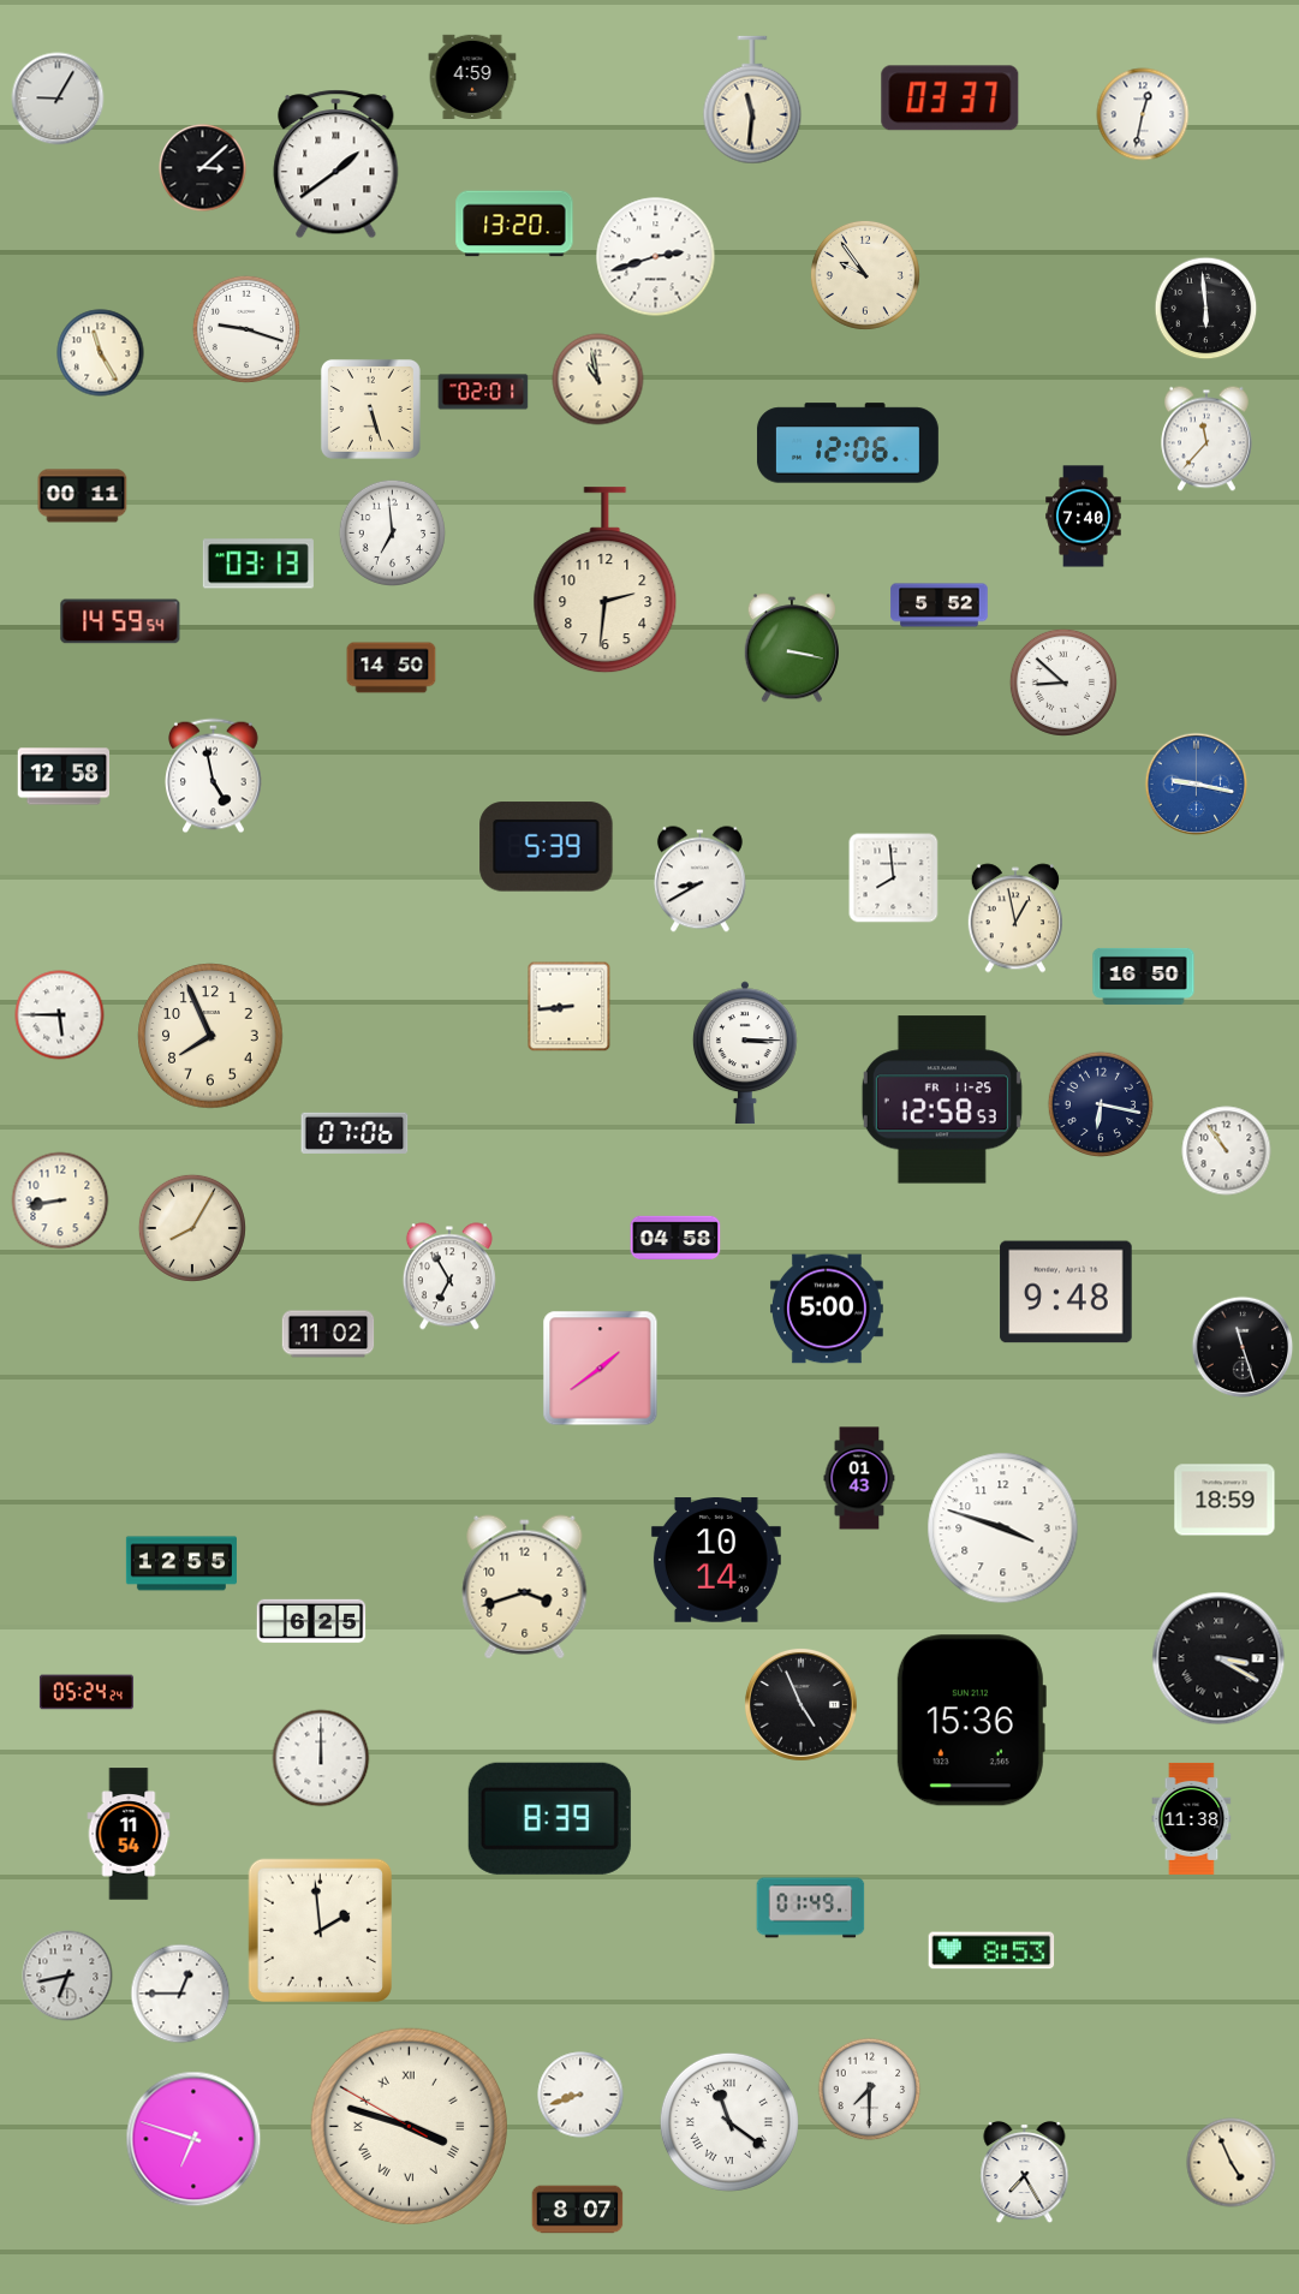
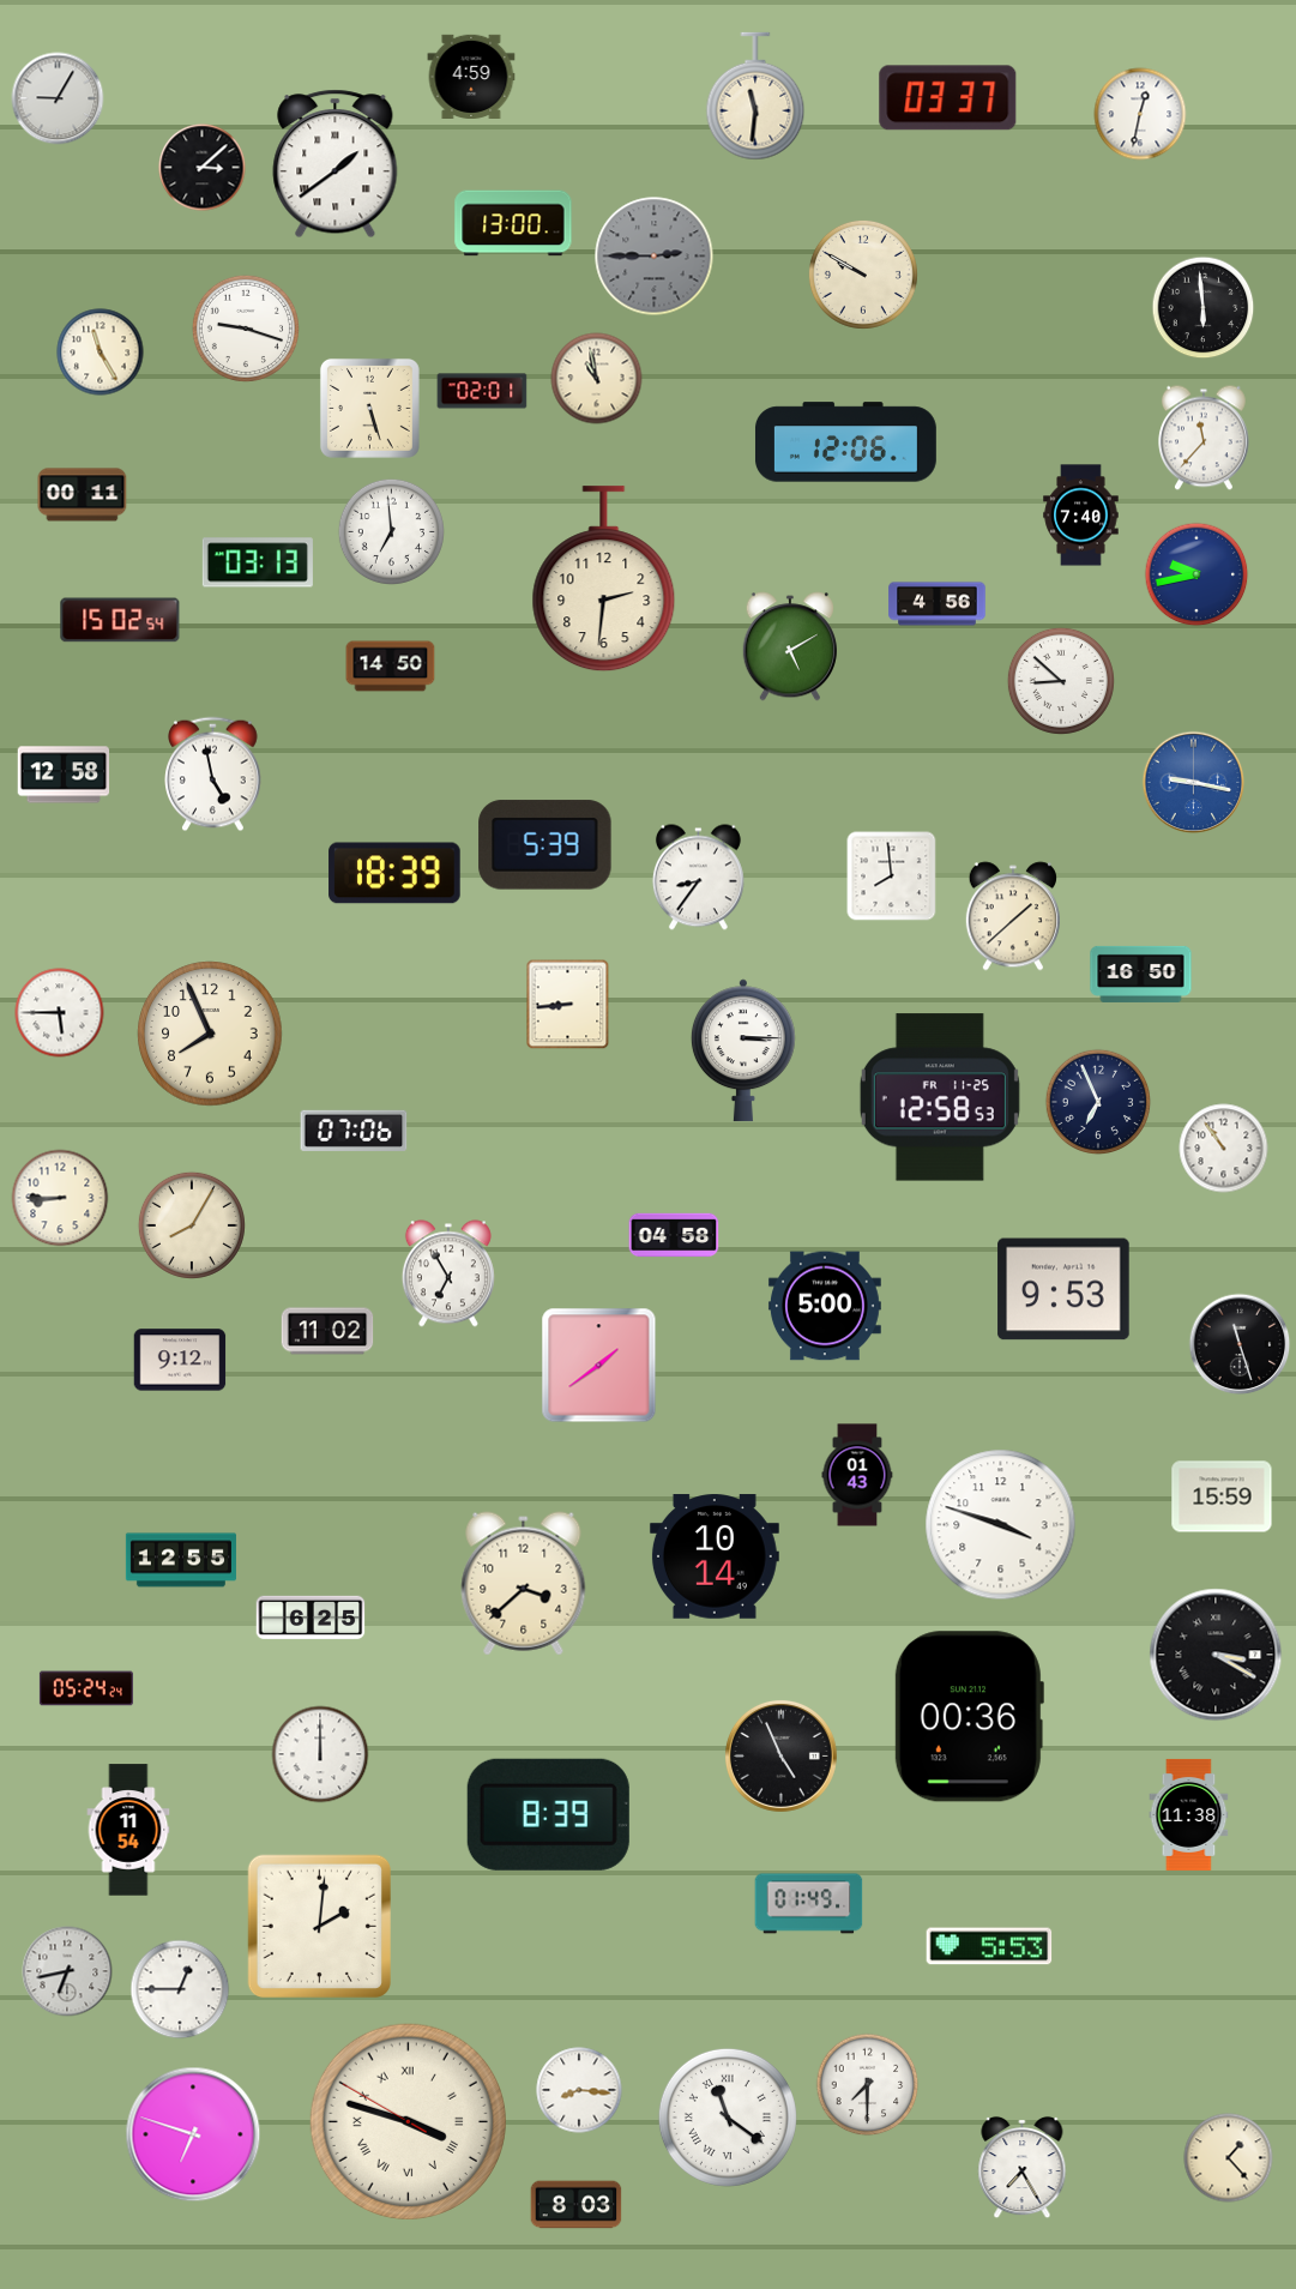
clock at (752, 100) position: (752, 100) -> (755, 96)
clock at (514, 224): 13:20 -> 13:00
clock at (656, 257): 2:42 -> 2:45
clock at (656, 257) dial: white -> grey
clock at (865, 275): 9:54 -> 9:50
clock at (1196, 574): none -> 9:43
clock at (940, 606): 5:52 -> 4:56
clock at (120, 621): 14:59 -> 15:02
clock at (792, 648): 3:17 -> 5:10
clock at (394, 873): none -> 18:39
clock at (699, 880): 8:40 -> 8:36
clock at (1015, 918): 12:58 -> 1:38
clock at (1101, 1104): 6:17 -> 6:56
clock at (60, 1200): 8:43 -> 8:45
clock at (1066, 1292): 9:48 -> 9:53
clock at (180, 1360): none -> 9:12
clock at (1224, 1500): 18:59 -> 15:59
clock at (525, 1587): 3:42 -> 3:38
clock at (800, 1704) position: (800, 1704) -> (780, 1755)
clock at (971, 1721): 15:36 -> 00:36
clock at (320, 1930): 1:59 -> 2:01
clock at (991, 1950): 8:53 -> 5:53
clock at (580, 2095): 8:42 -> 8:16
clock at (1232, 2163): 4:56 -> 1:23
clock at (578, 2210): 8:07 -> 8:03
